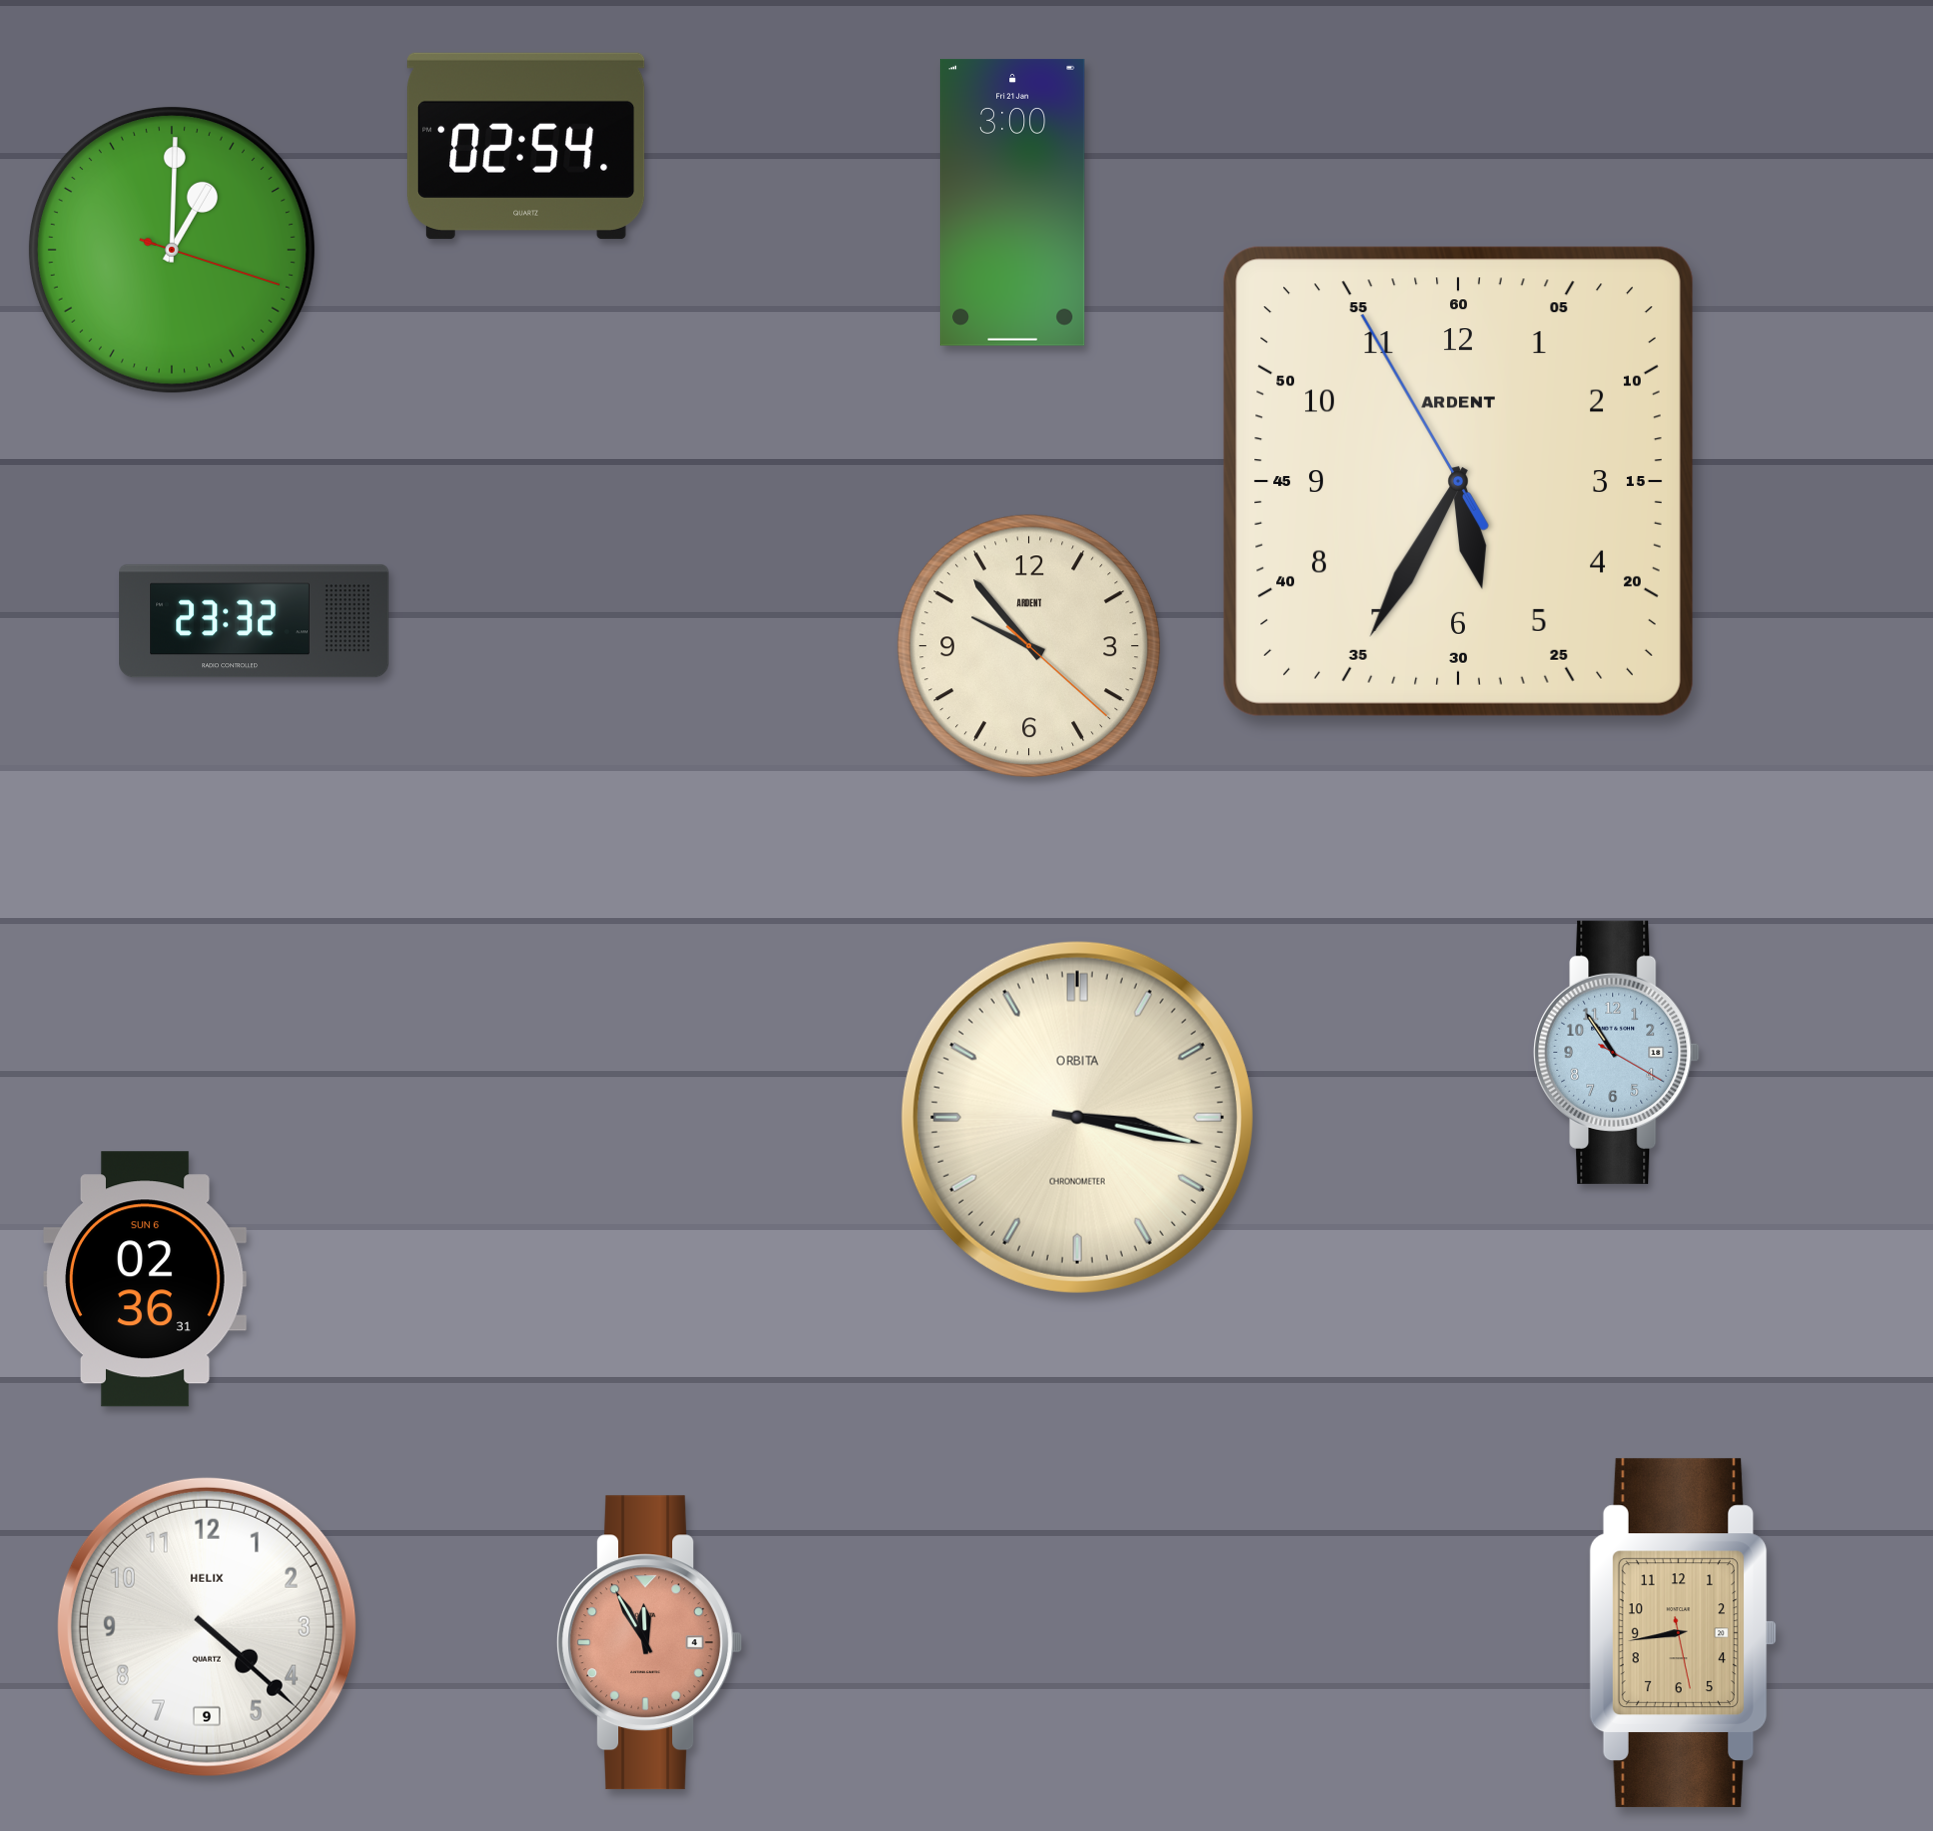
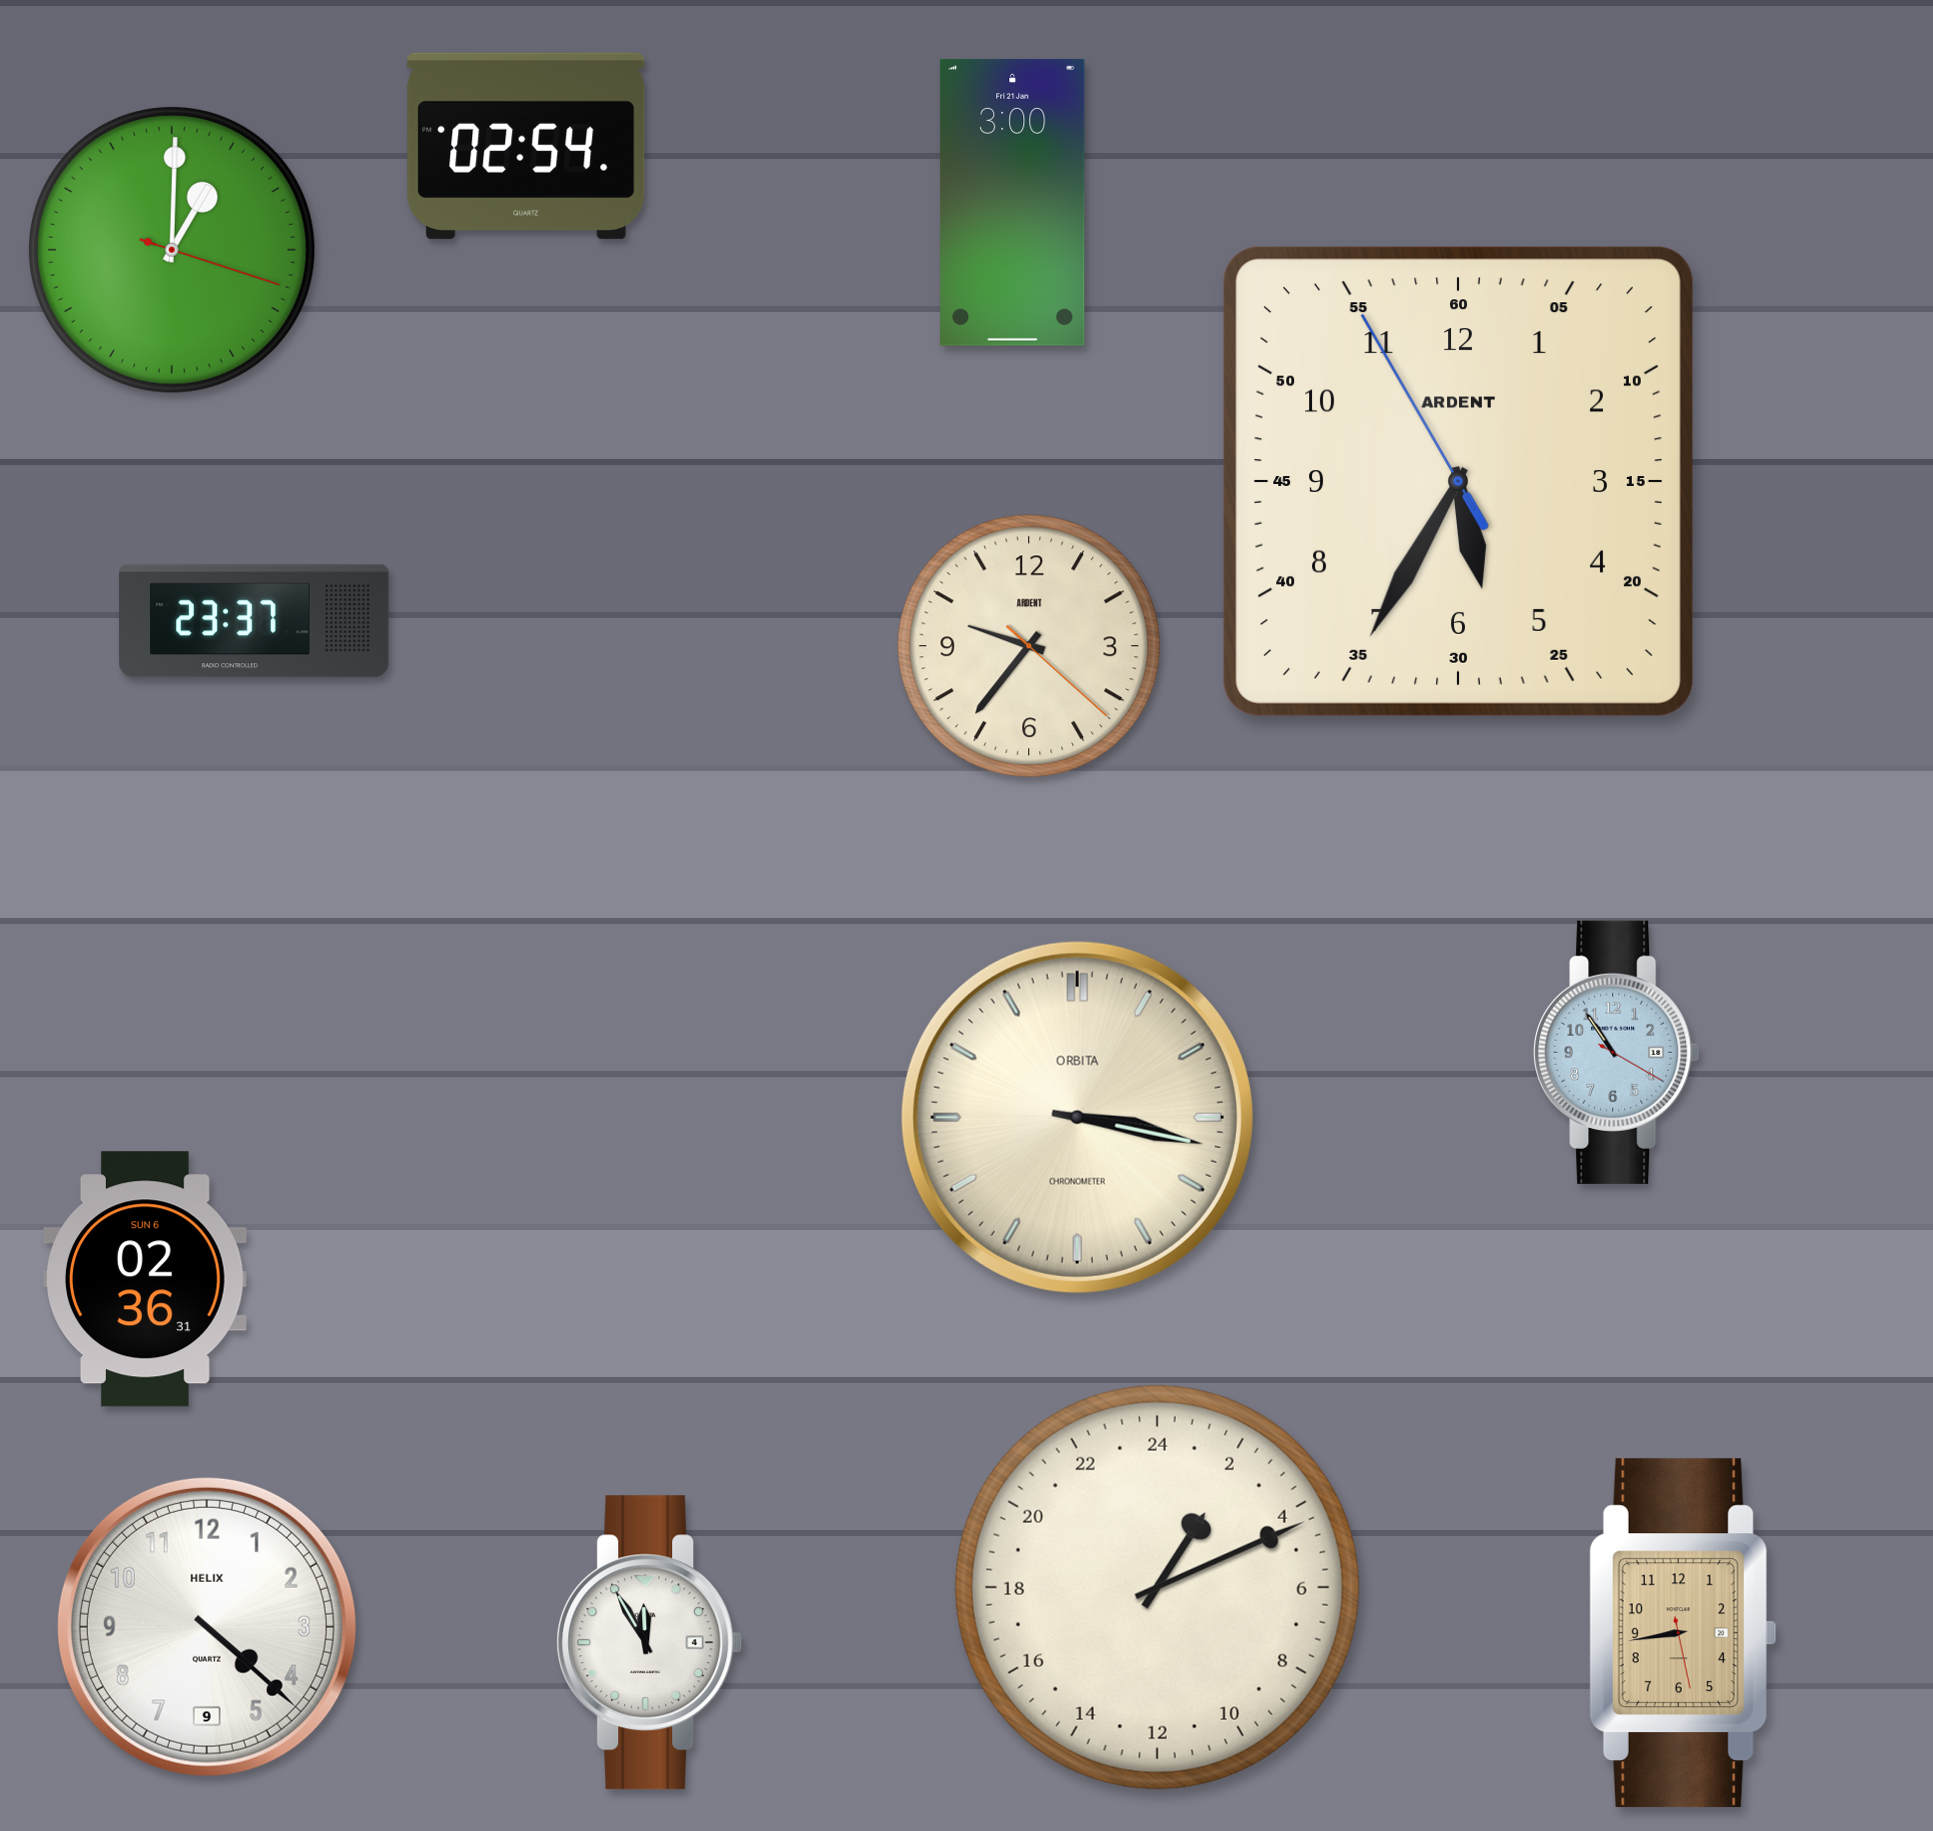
clock at (254, 621): 23:32 -> 23:37
clock at (1029, 646): 9:53 -> 9:36
clock at (1157, 1587): none -> 2:11
clock at (650, 1643) dial: salmon -> white
